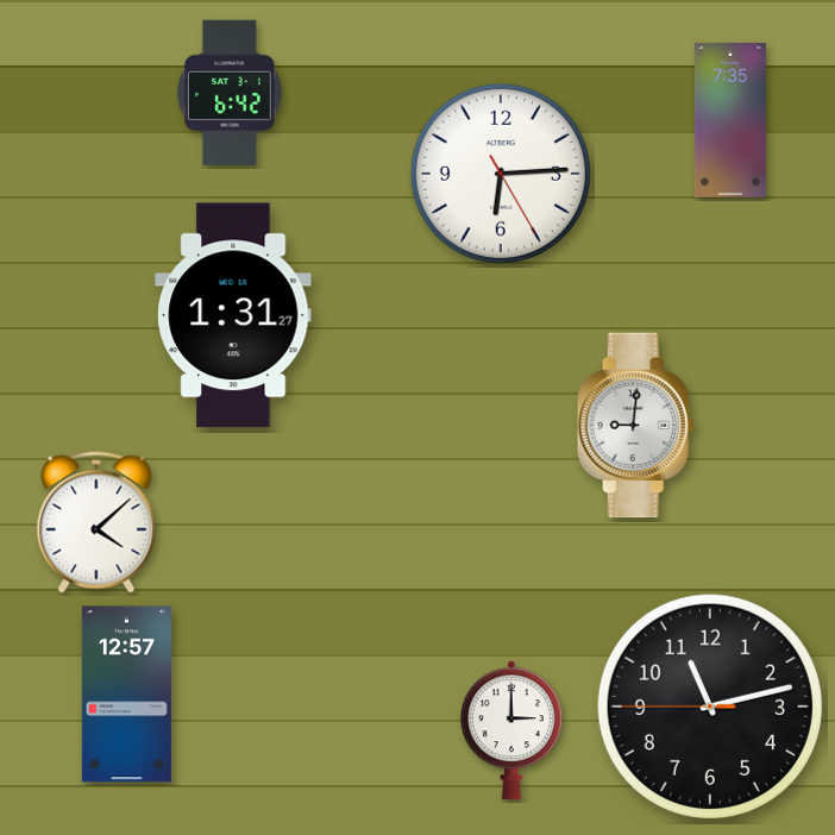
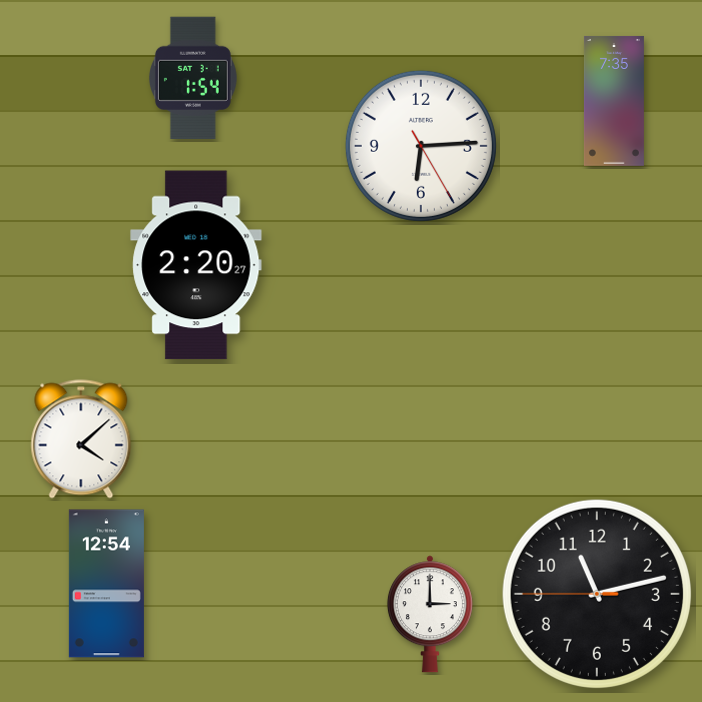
clock at (230, 92): 6:42 -> 1:54
clock at (233, 315): 1:31 -> 2:20
clock at (635, 426): 9:01 -> none
clock at (126, 695): 12:57 -> 12:54
